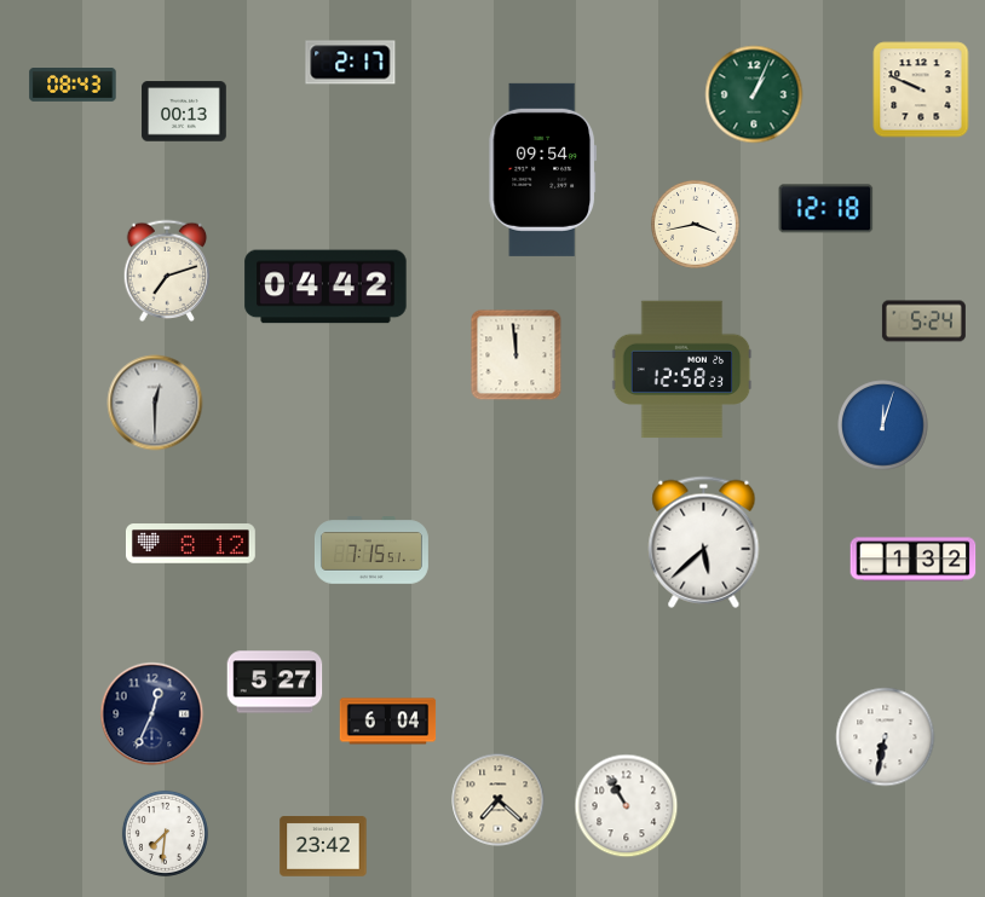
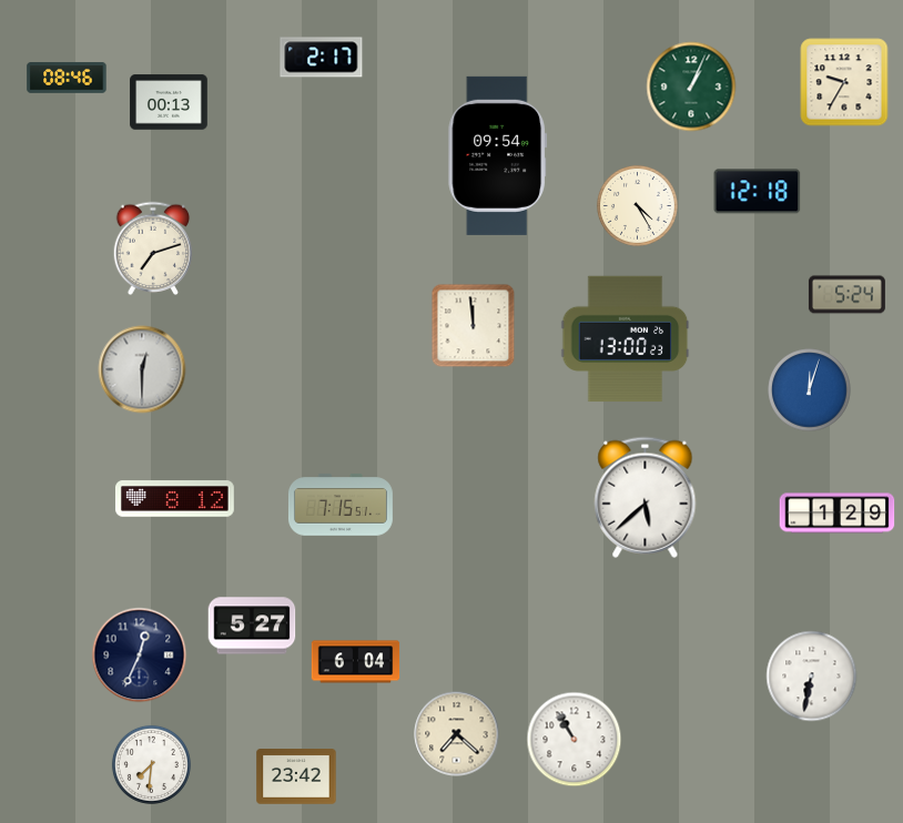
clock at (73, 86): 08:43 -> 08:46
clock at (921, 89): 9:49 -> 9:35
clock at (695, 224): 3:43 -> 4:25
clock at (326, 287): 04:42 -> none
clock at (682, 370): 12:58 -> 13:00
clock at (914, 560): 1:32 -> 1:29
